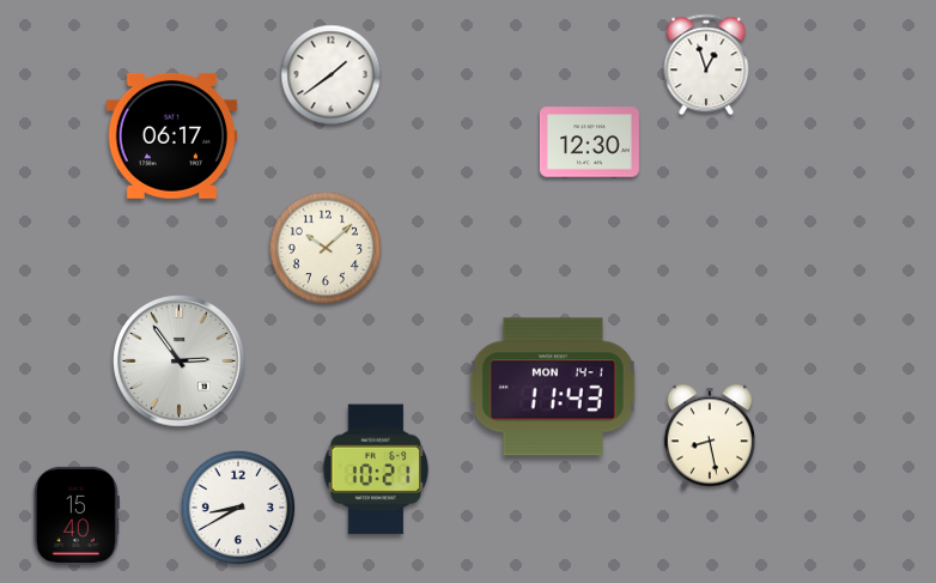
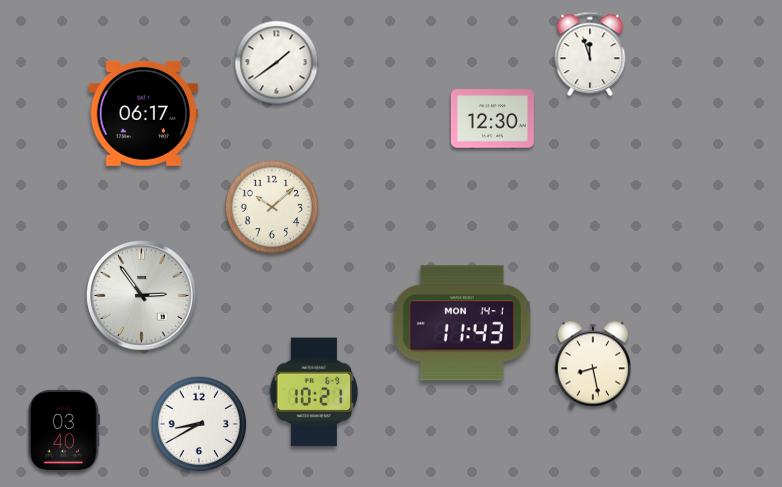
clock at (706, 65): 12:57 -> 11:57
clock at (180, 362) position: (180, 362) -> (142, 296)
clock at (77, 516): 15:40 -> 03:40
